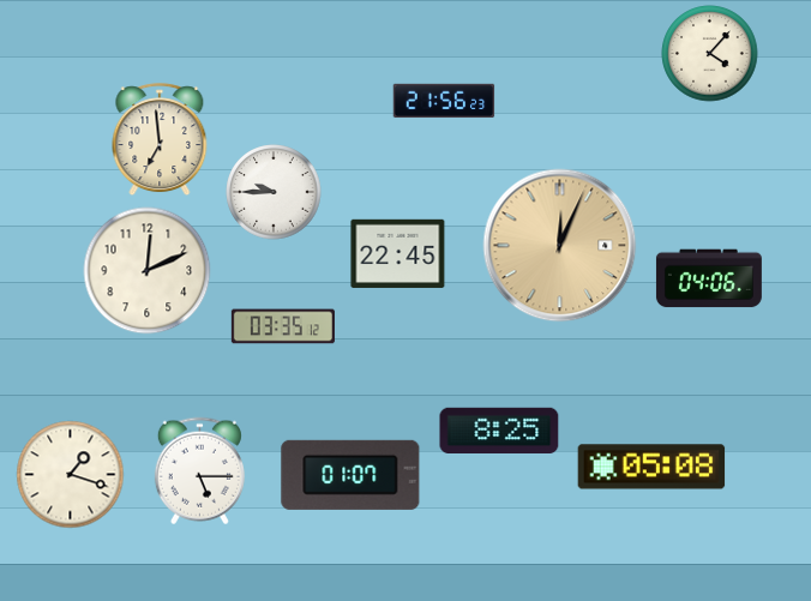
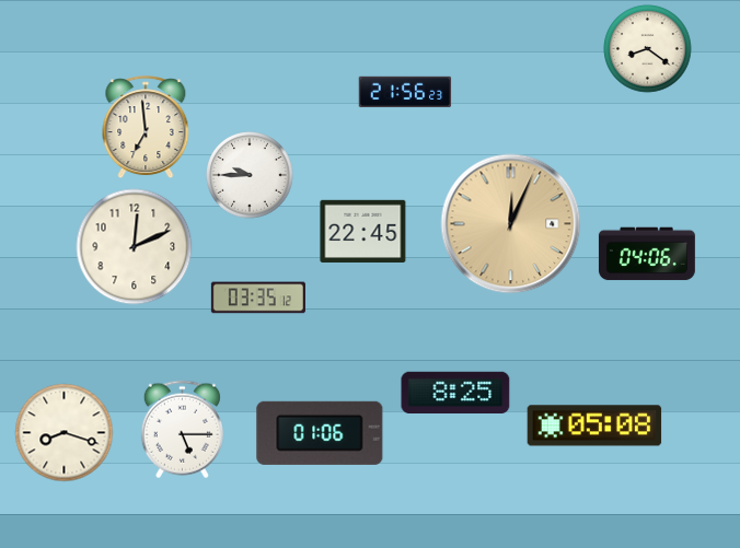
clock at (710, 54): 4:07 -> 8:21
clock at (71, 475): 1:18 -> 8:18
clock at (350, 475): 01:07 -> 01:06
